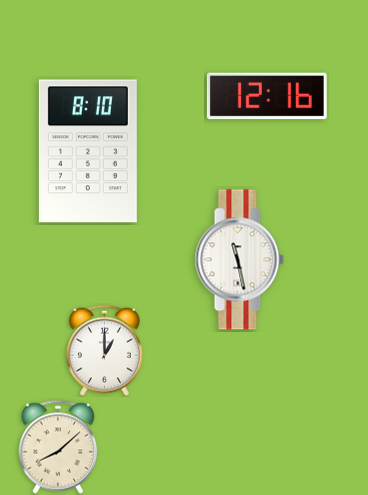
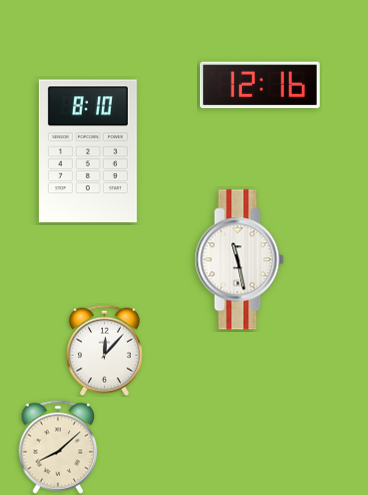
clock at (267, 96) position: (267, 96) -> (260, 85)
clock at (104, 350): 1:00 -> 12:07
